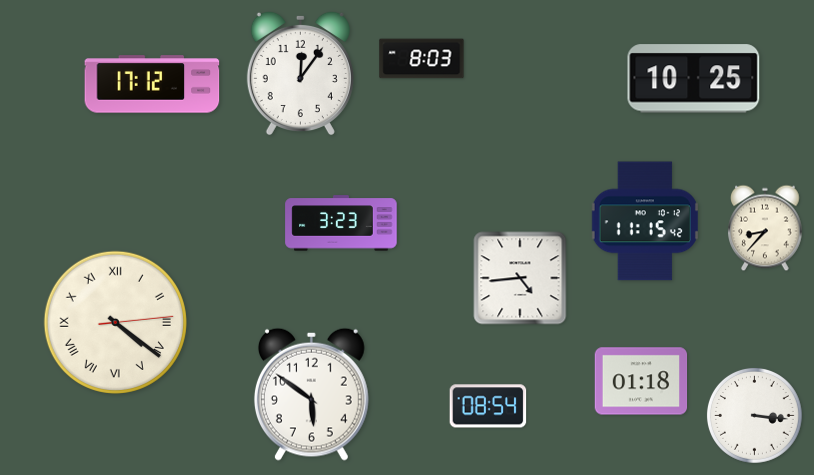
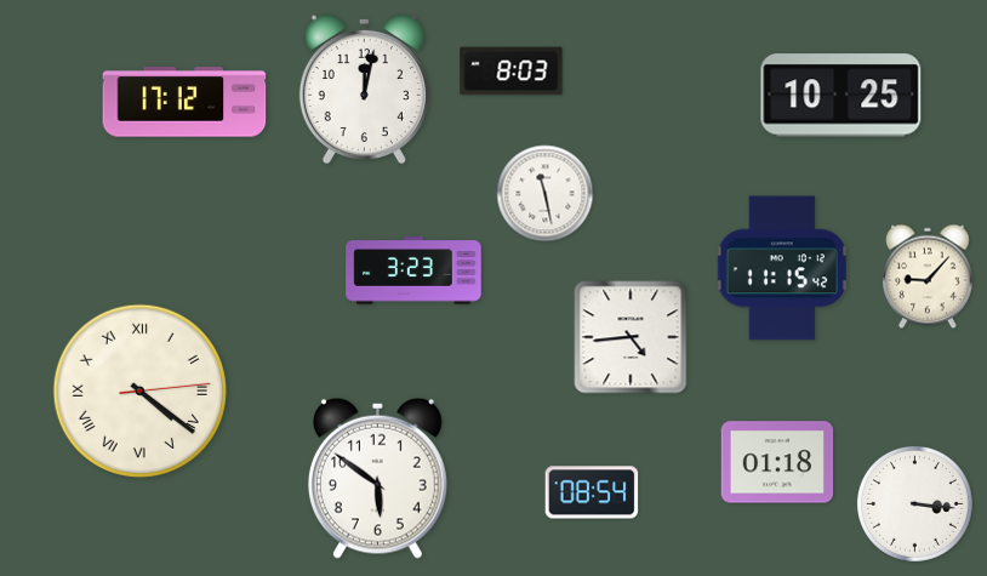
clock at (300, 73): 12:06 -> 12:02
clock at (546, 194): none -> 11:28
clock at (766, 228): 8:37 -> 9:07
